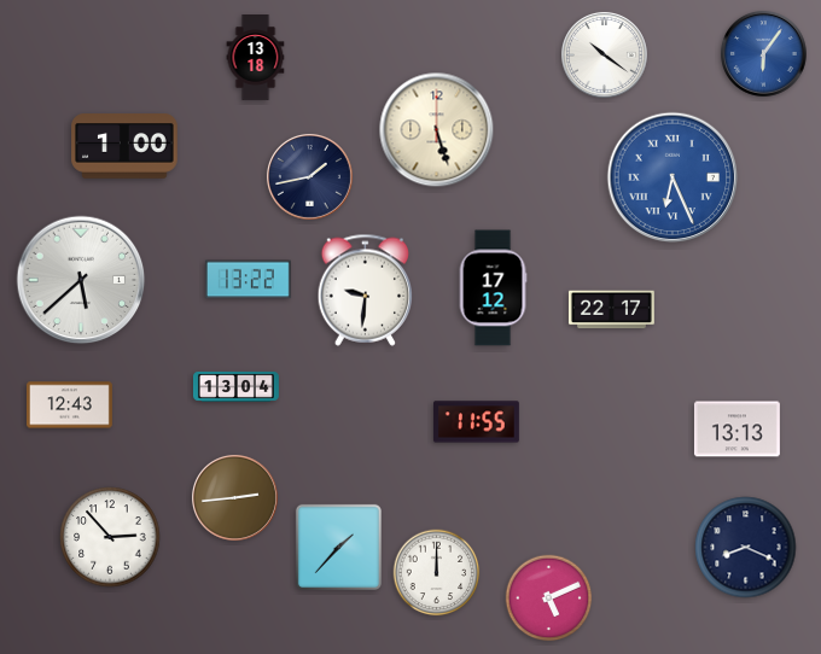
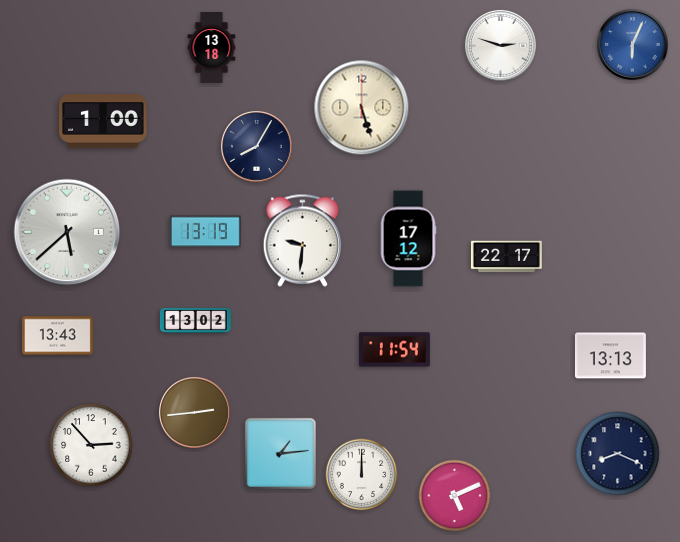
clock at (763, 53): 6:06 -> 6:04
clock at (604, 54): 10:21 -> 2:48
clock at (309, 176): 1:43 -> 8:05
clock at (672, 177): 6:26 -> none
clock at (248, 280): 13:22 -> 13:19
clock at (235, 386): 13:04 -> 13:02
clock at (69, 405): 12:43 -> 13:43
clock at (476, 422): 11:55 -> 11:54
clock at (338, 547): 1:37 -> 1:14
